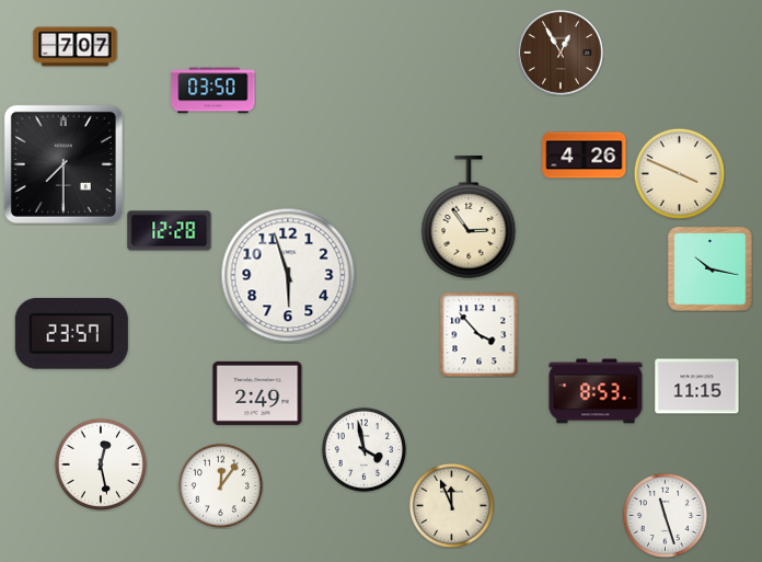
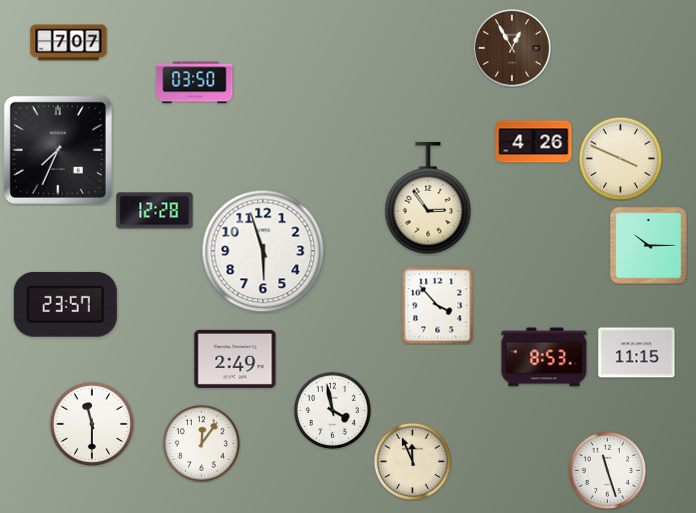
clock at (63, 164): 7:30 -> 7:34
clock at (711, 269): 10:17 -> 10:15
clock at (100, 463): 12:28 -> 11:30
